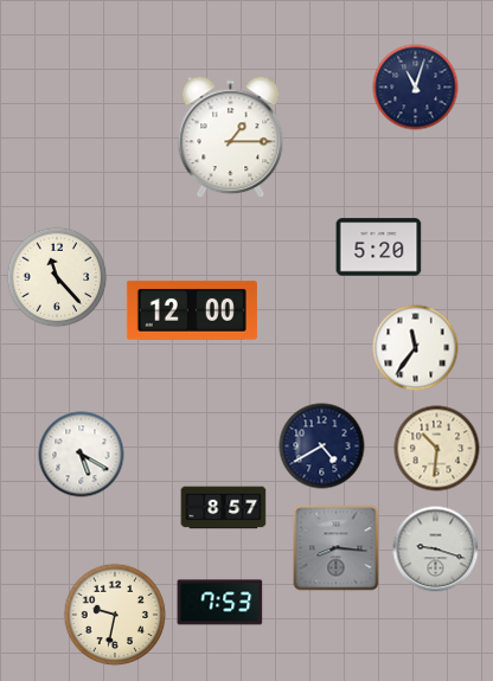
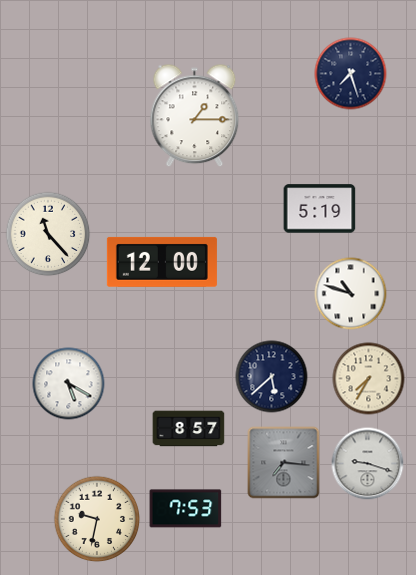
clock at (416, 88): 11:03 -> 7:27
clock at (379, 248): 5:20 -> 5:19
clock at (416, 348): 11:36 -> 10:48
clock at (322, 446): 4:40 -> 5:38
clock at (437, 449): 10:31 -> 7:35
clock at (337, 548): 8:16 -> 7:16
